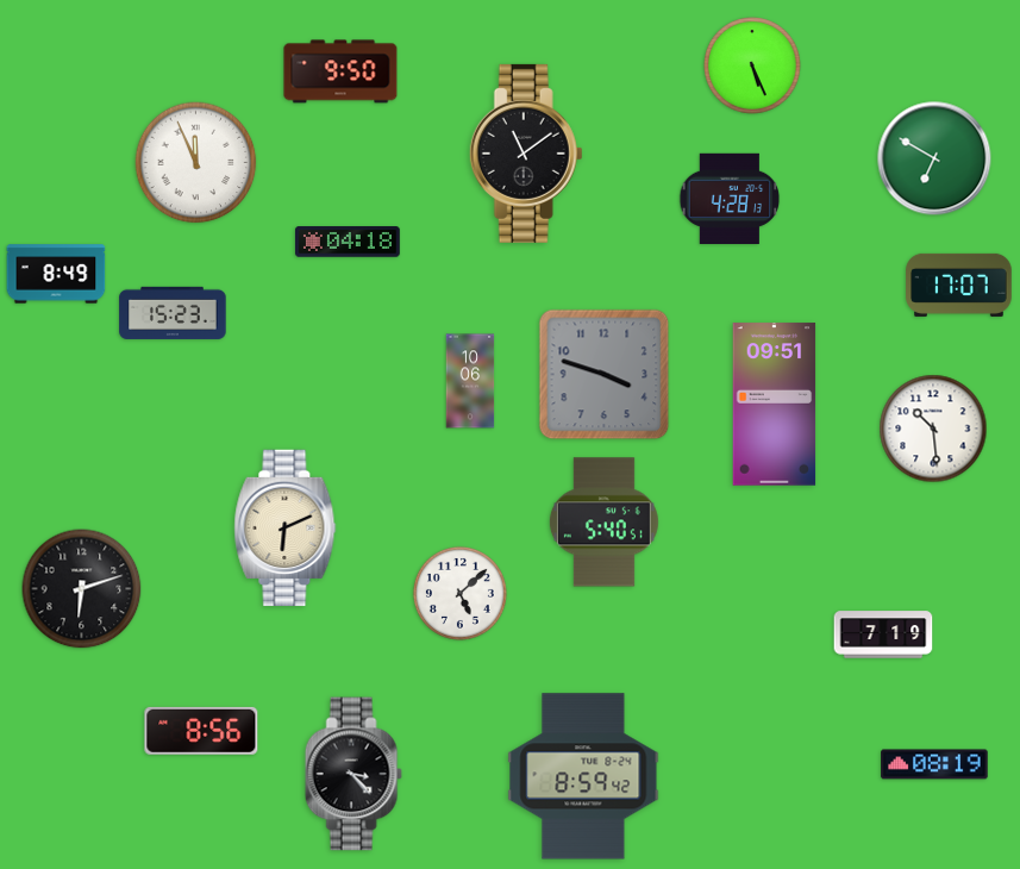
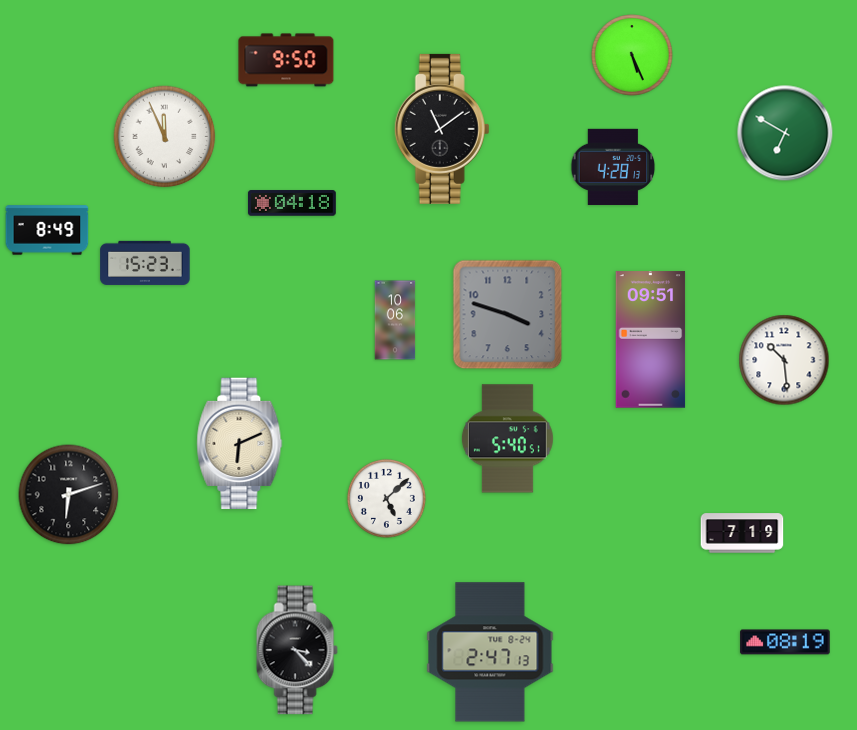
clock at (959, 285): 17:07 -> none
clock at (201, 731): 8:56 -> none
clock at (583, 776): 8:59 -> 2:47
